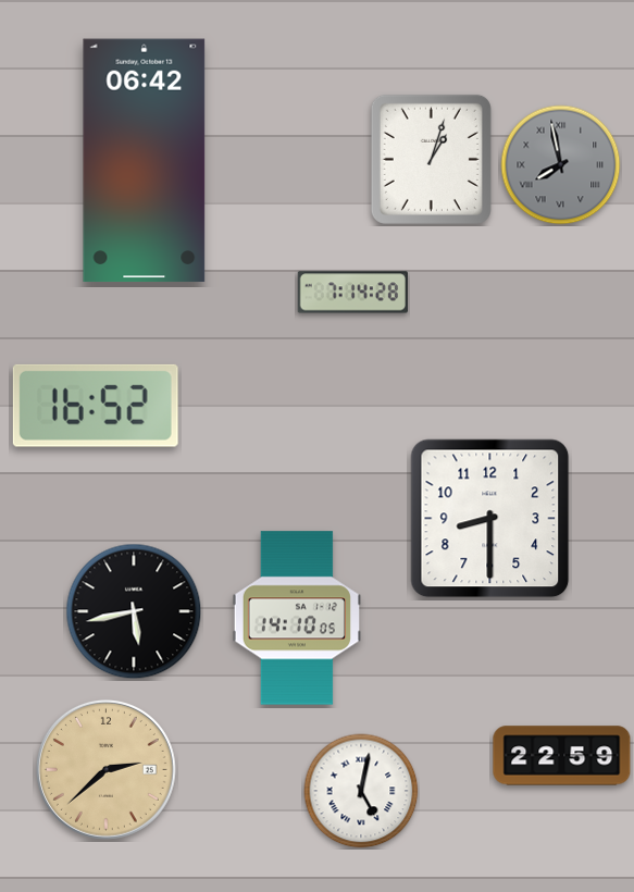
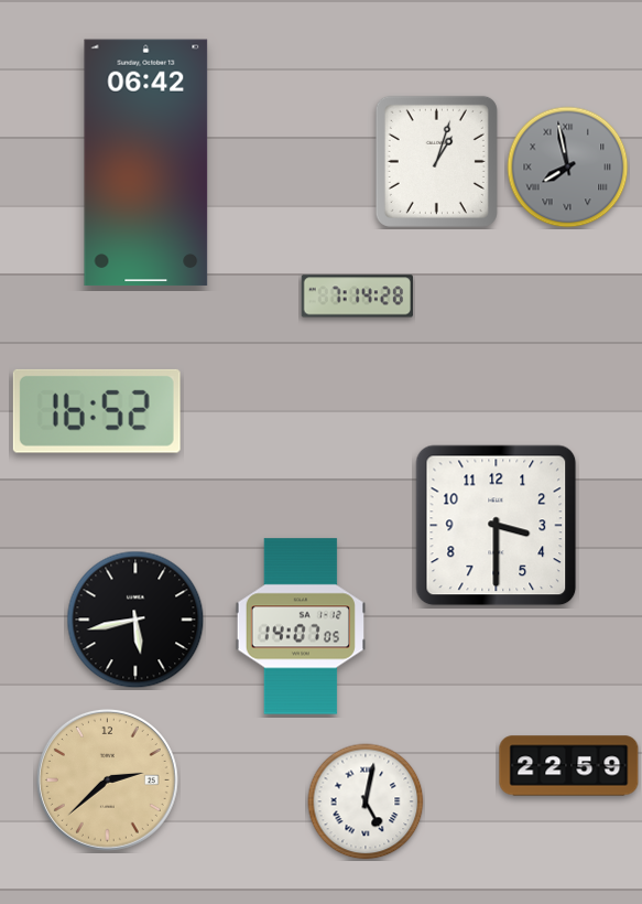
clock at (490, 519): 8:30 -> 3:30
clock at (296, 618): 14:10 -> 14:07
